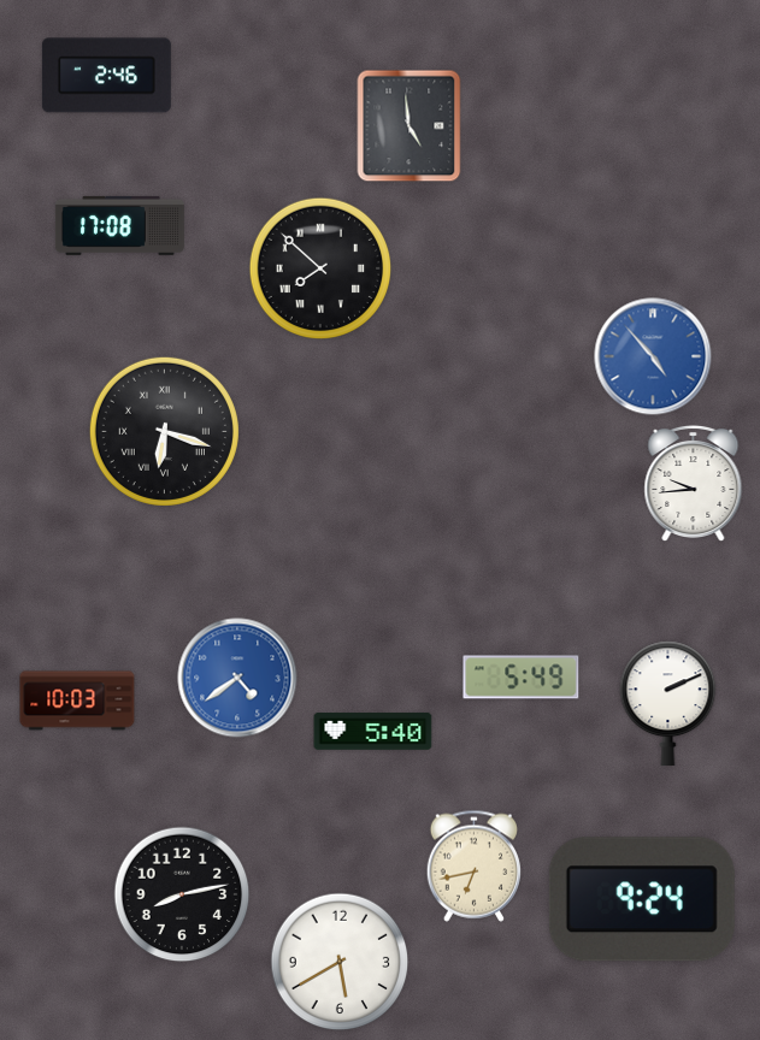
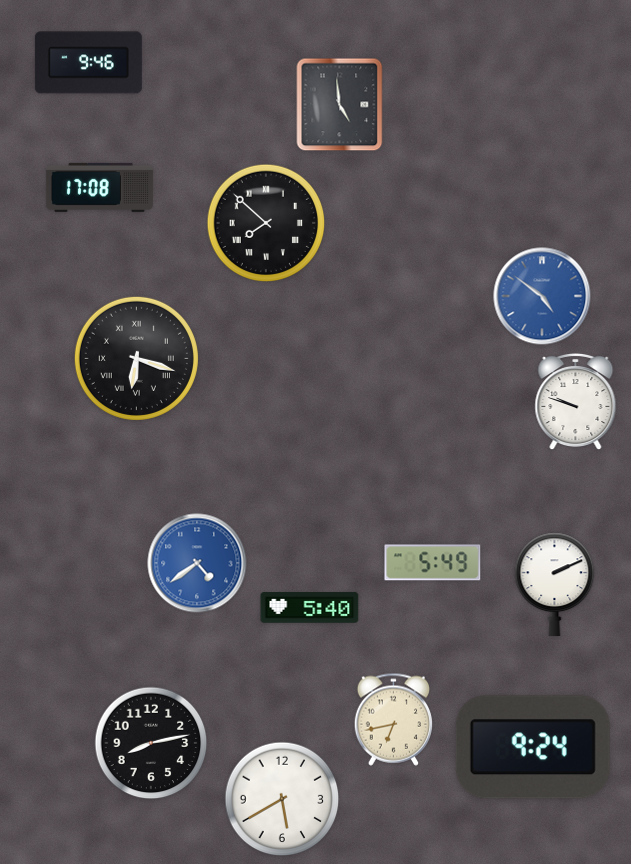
clock at (106, 76): 2:46 -> 9:46
clock at (653, 356): 4:53 -> 4:51
clock at (694, 484): 9:44 -> 9:48
clock at (77, 701): 10:03 -> none
